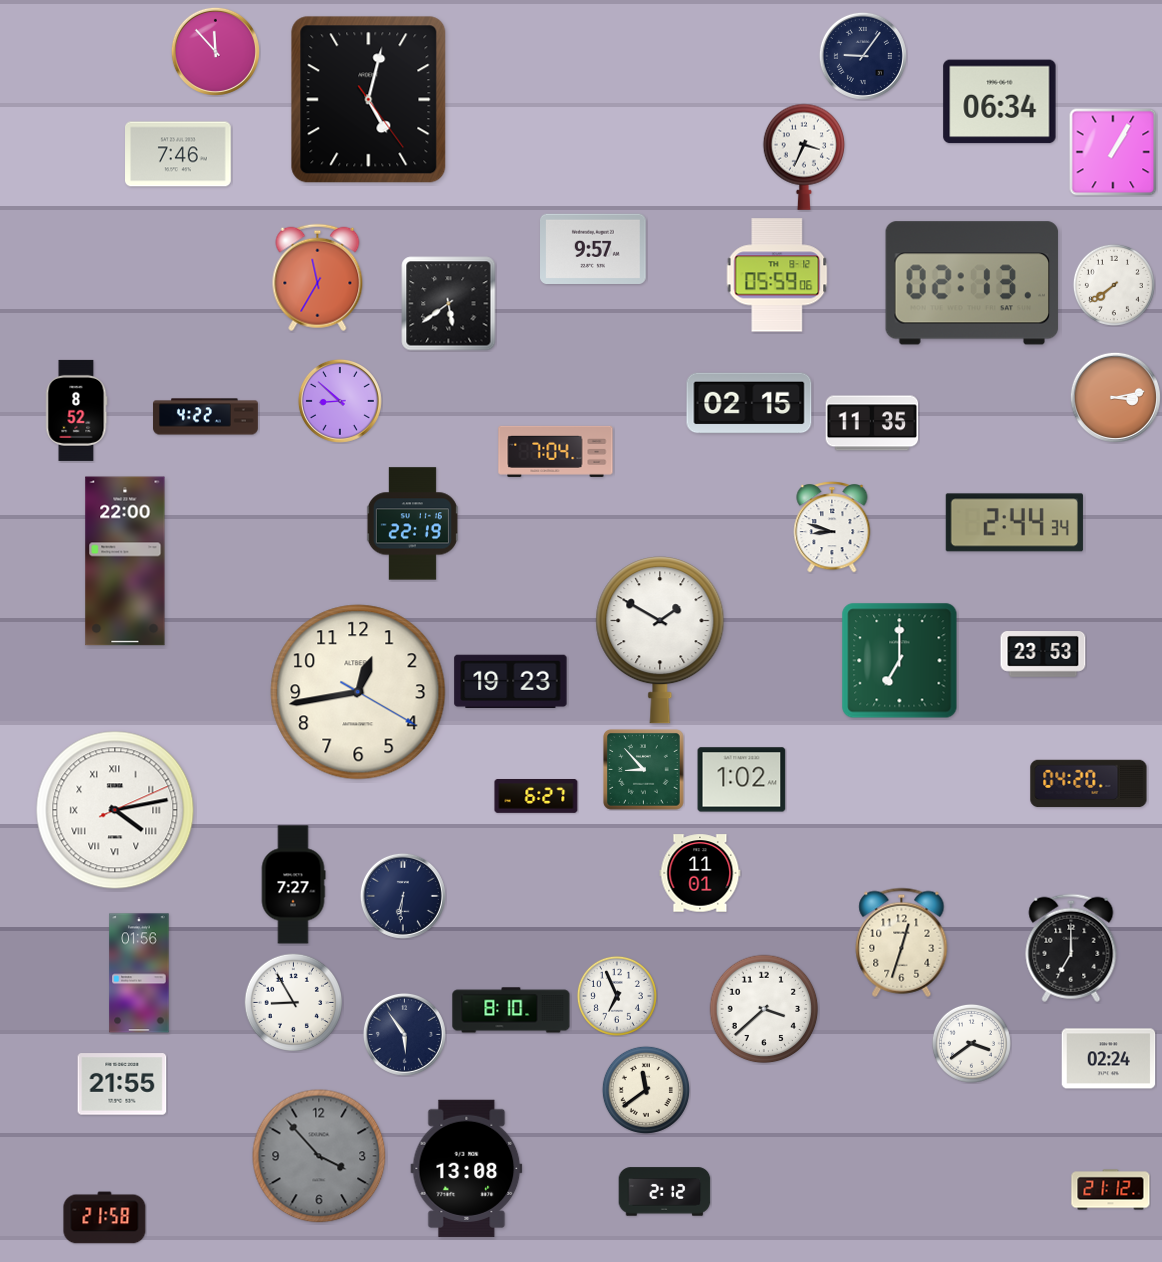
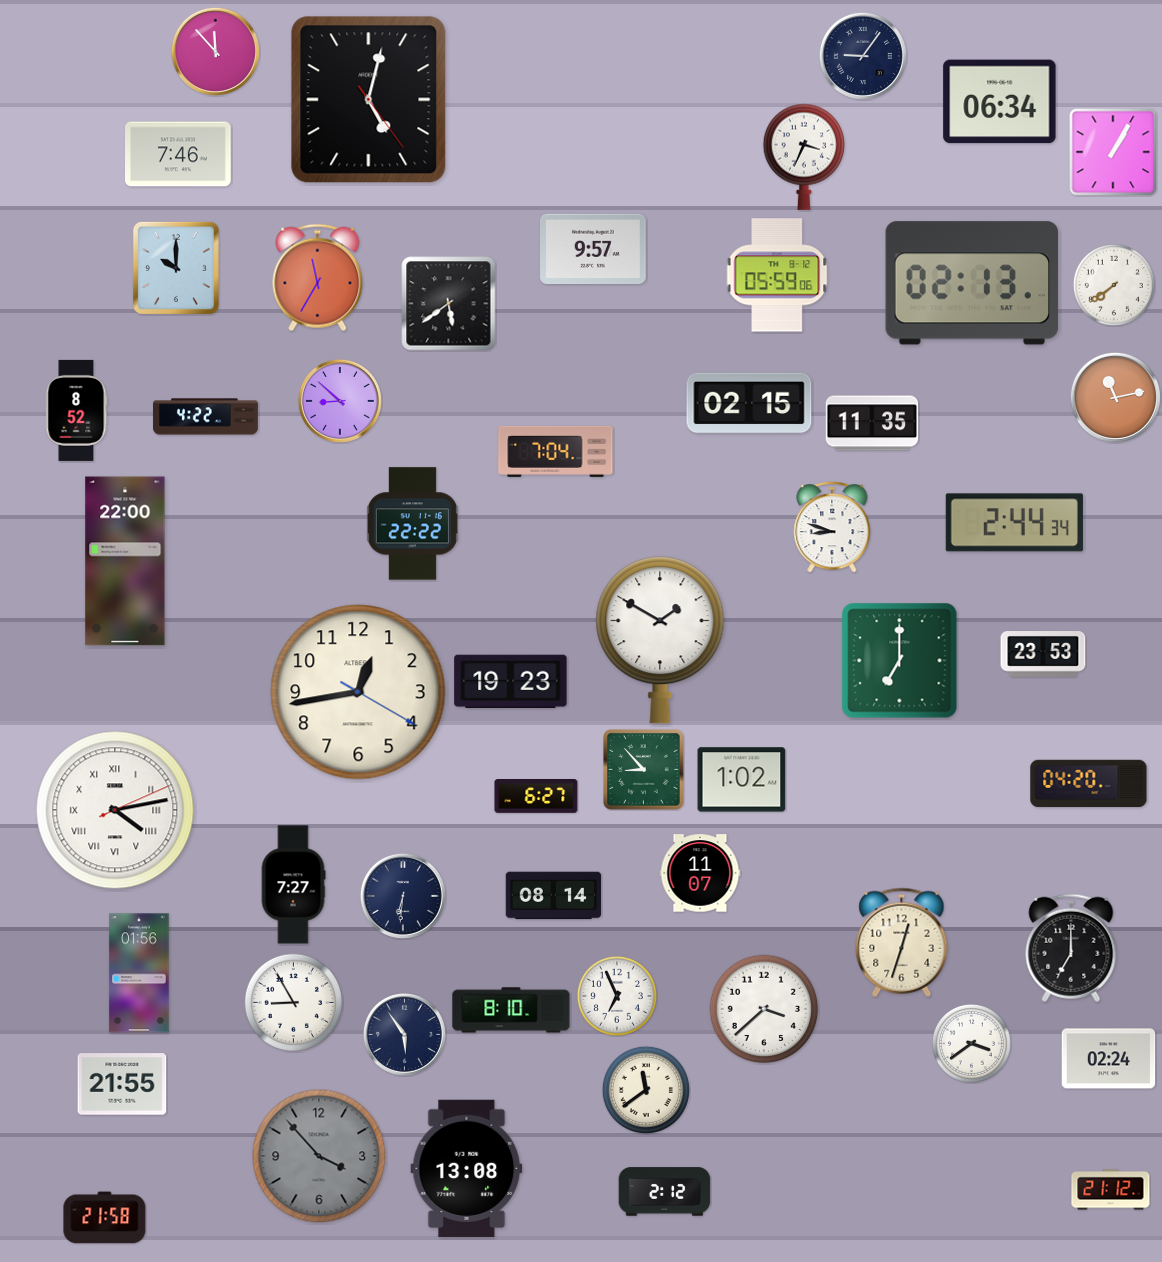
clock at (176, 268): none -> 10:00
clock at (1115, 397): 3:13 -> 11:13
clock at (412, 524): 22:19 -> 22:22
clock at (700, 873): 11:01 -> 11:07
clock at (554, 896): none -> 08:14
